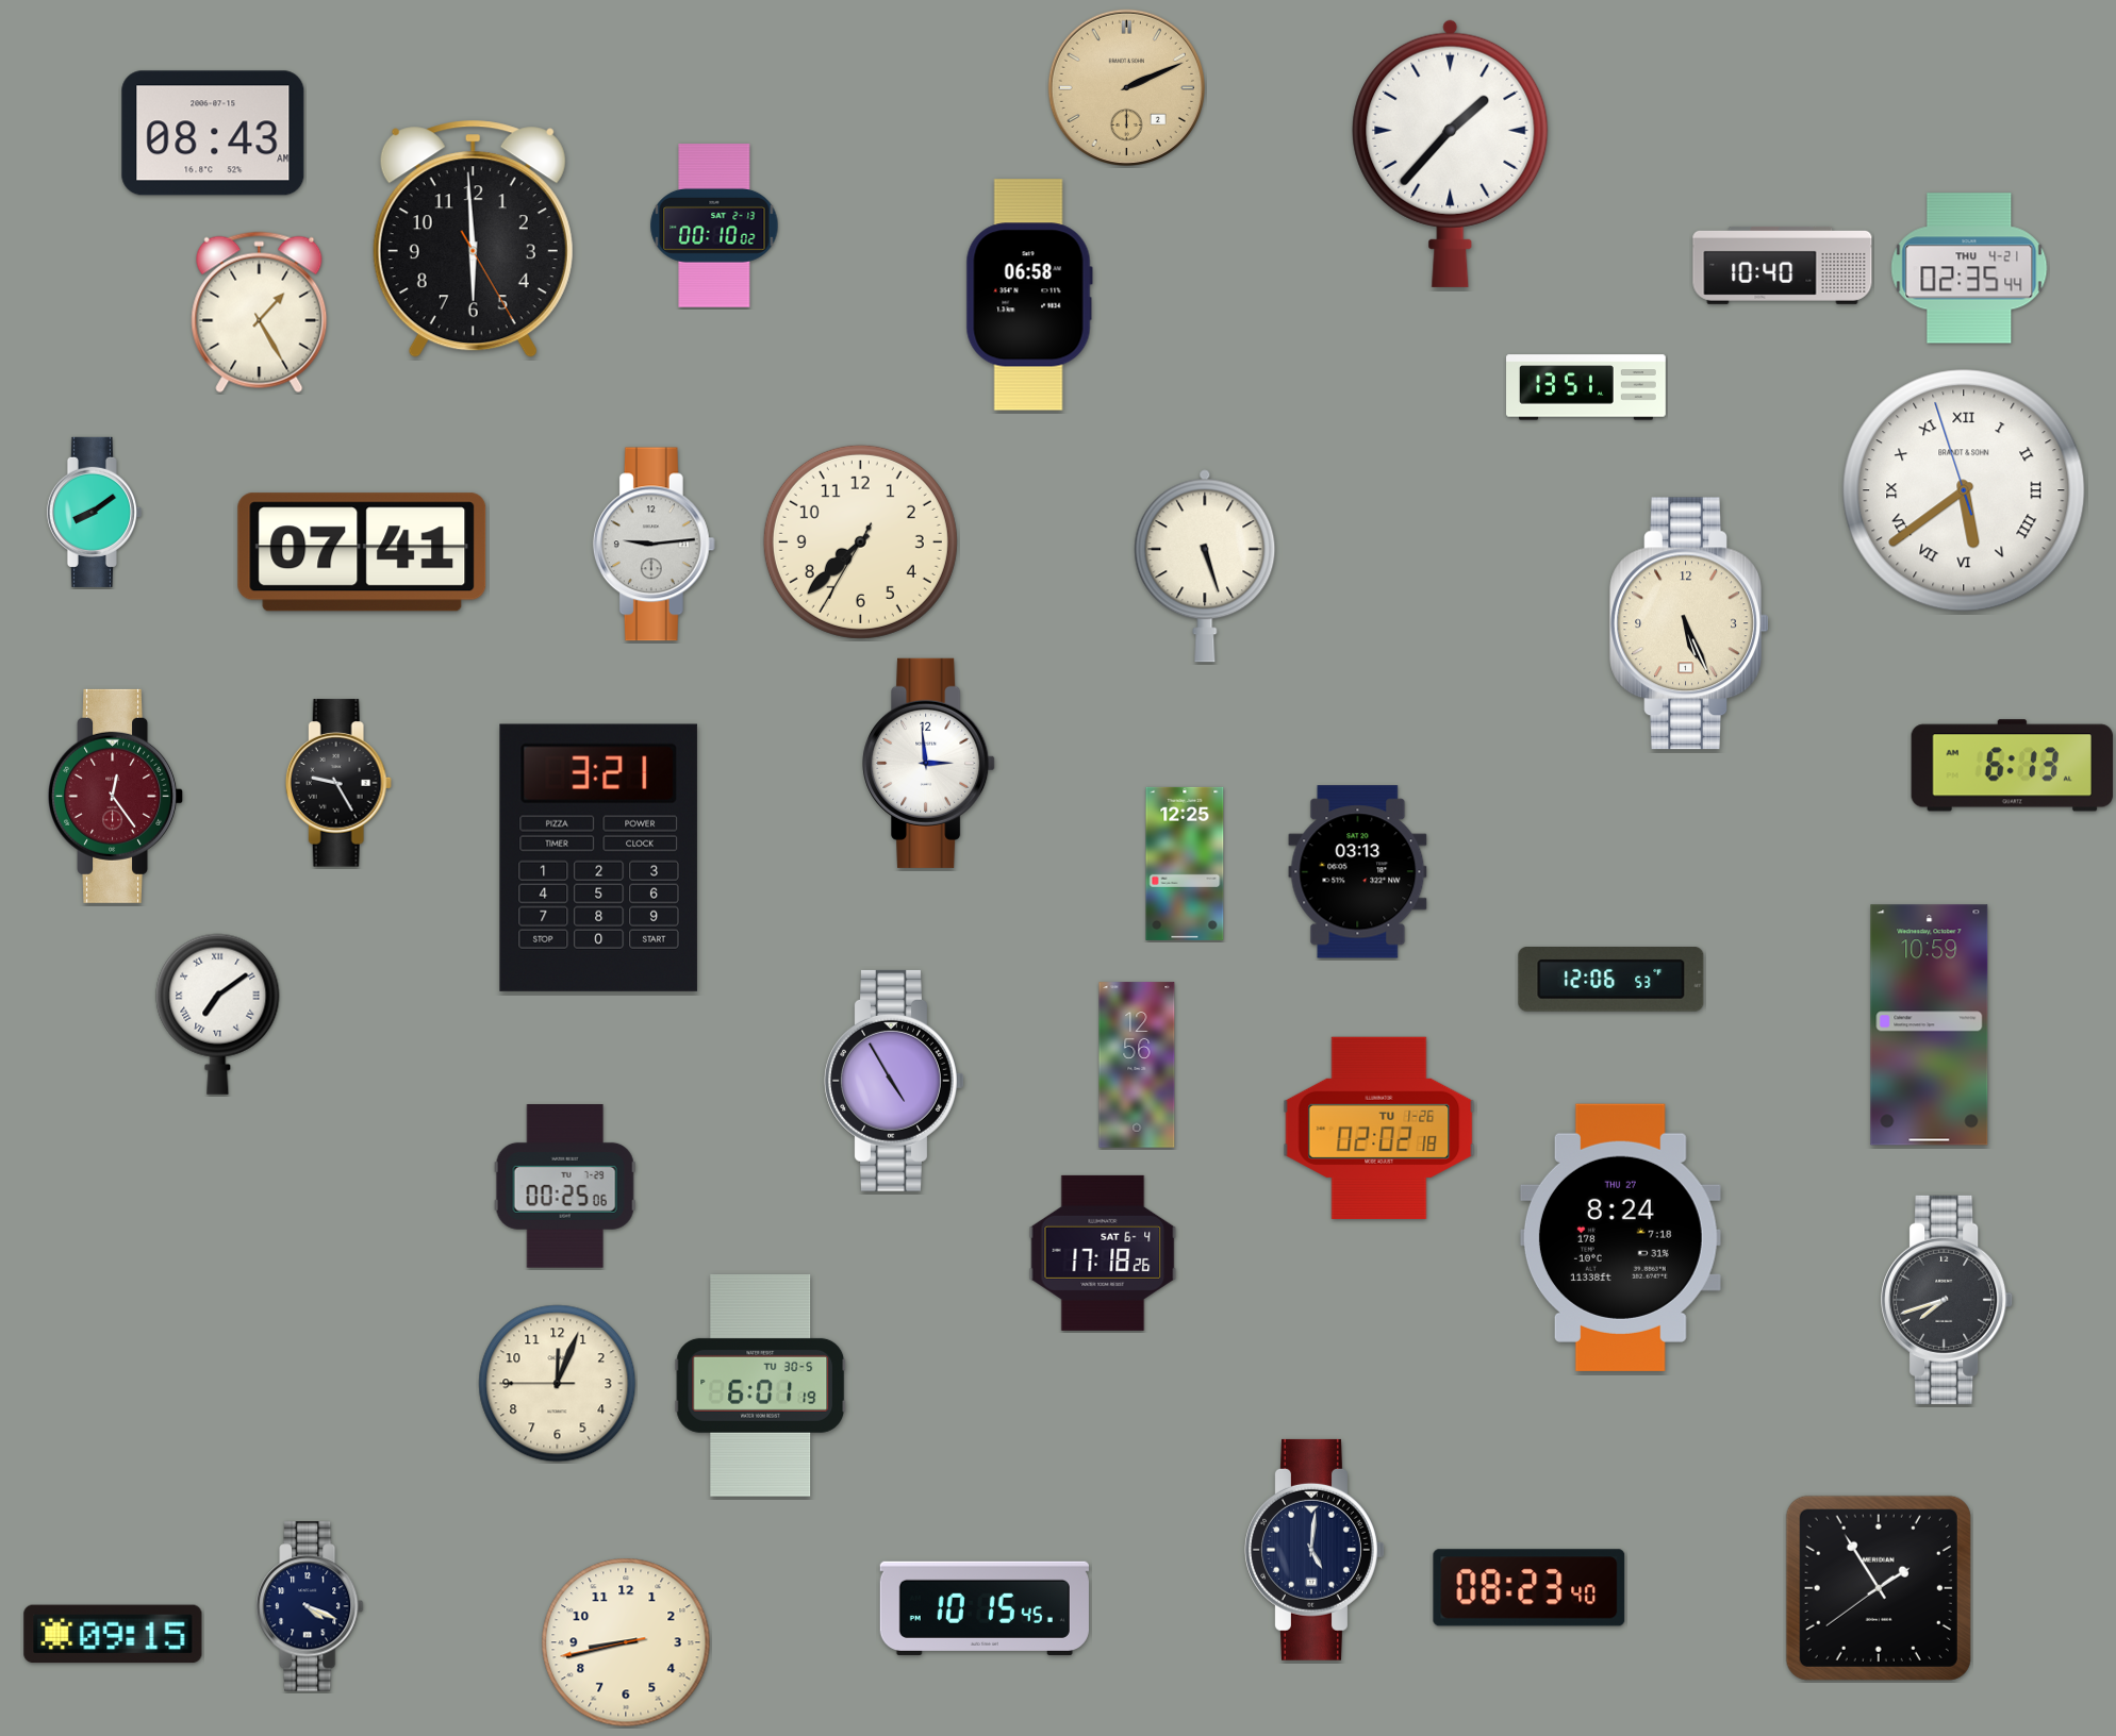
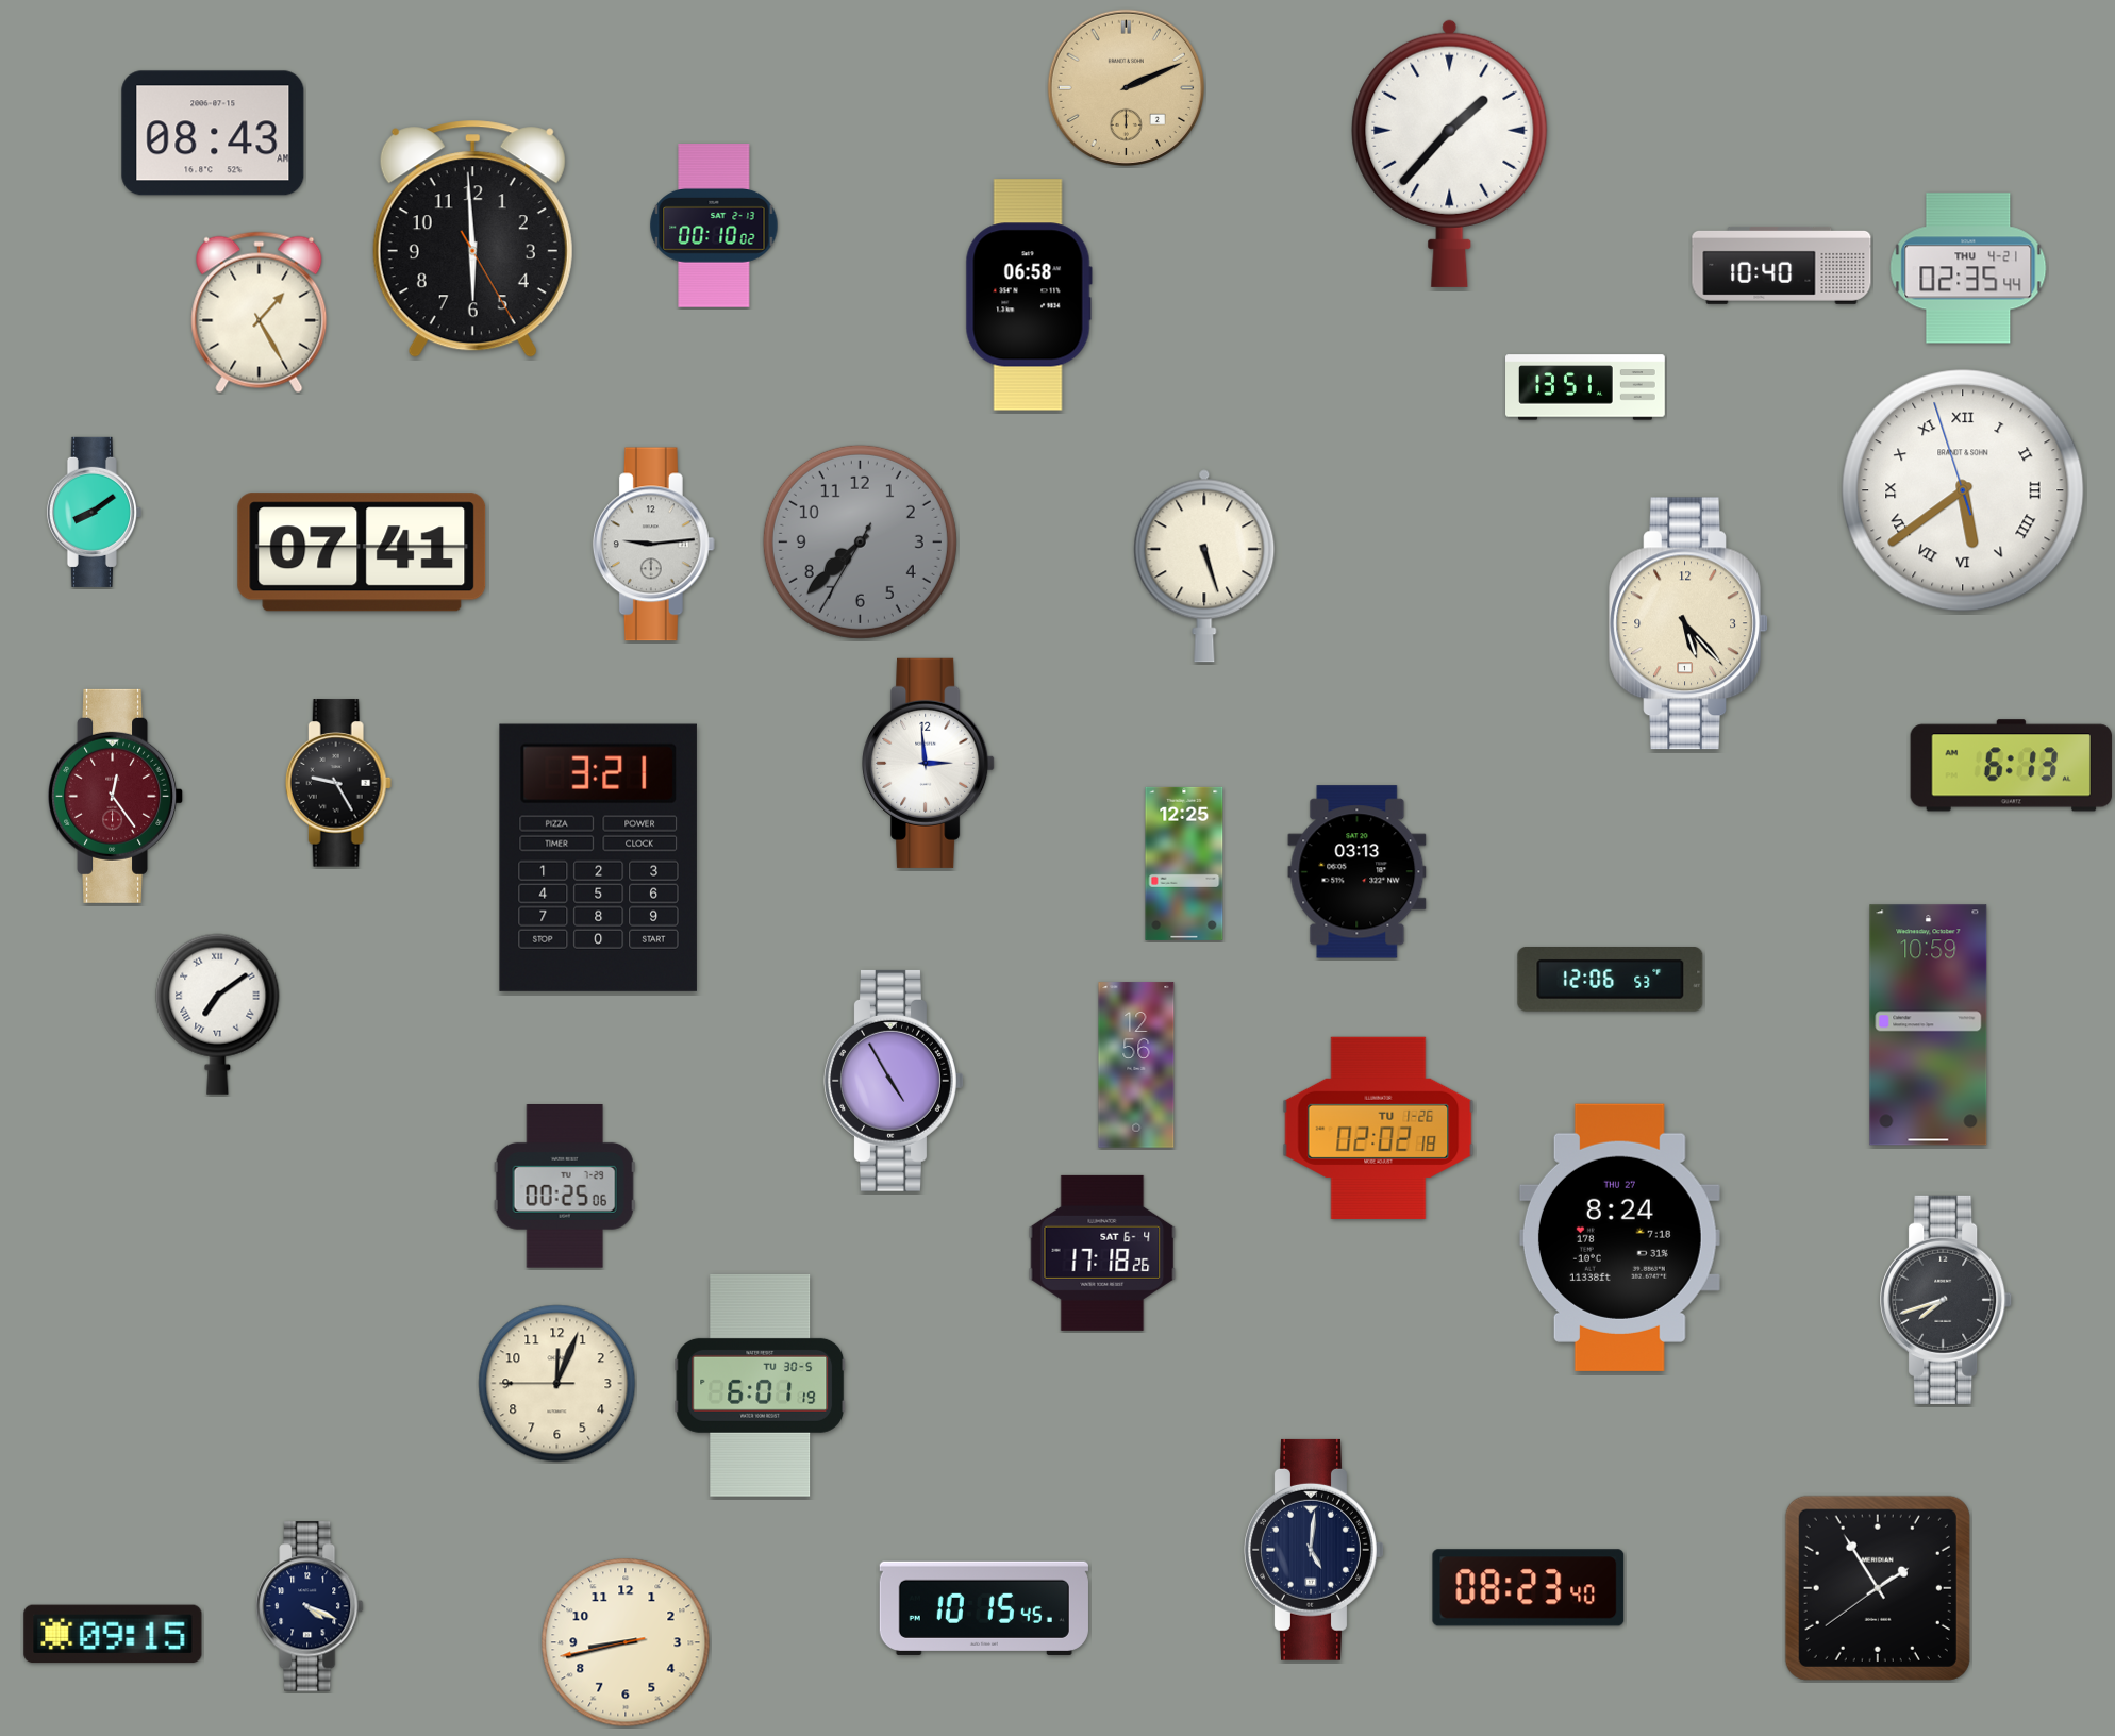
clock at (860, 541) dial: cream -> grey
clock at (1689, 623): 5:26 -> 5:23
